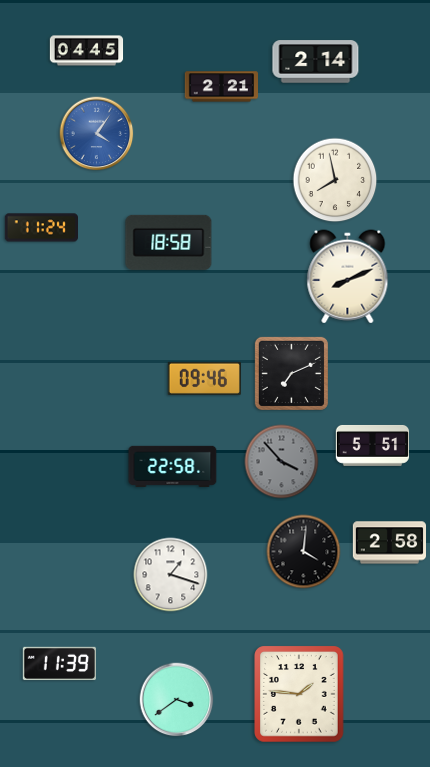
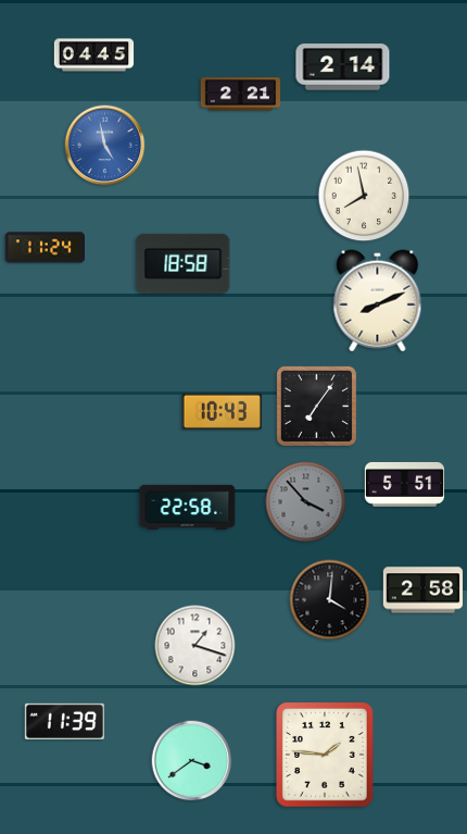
clock at (97, 134): 4:06 -> 4:58
clock at (291, 373): 7:11 -> 7:06
clock at (204, 378): 09:46 -> 10:43
clock at (171, 575) position: (171, 575) -> (195, 646)
